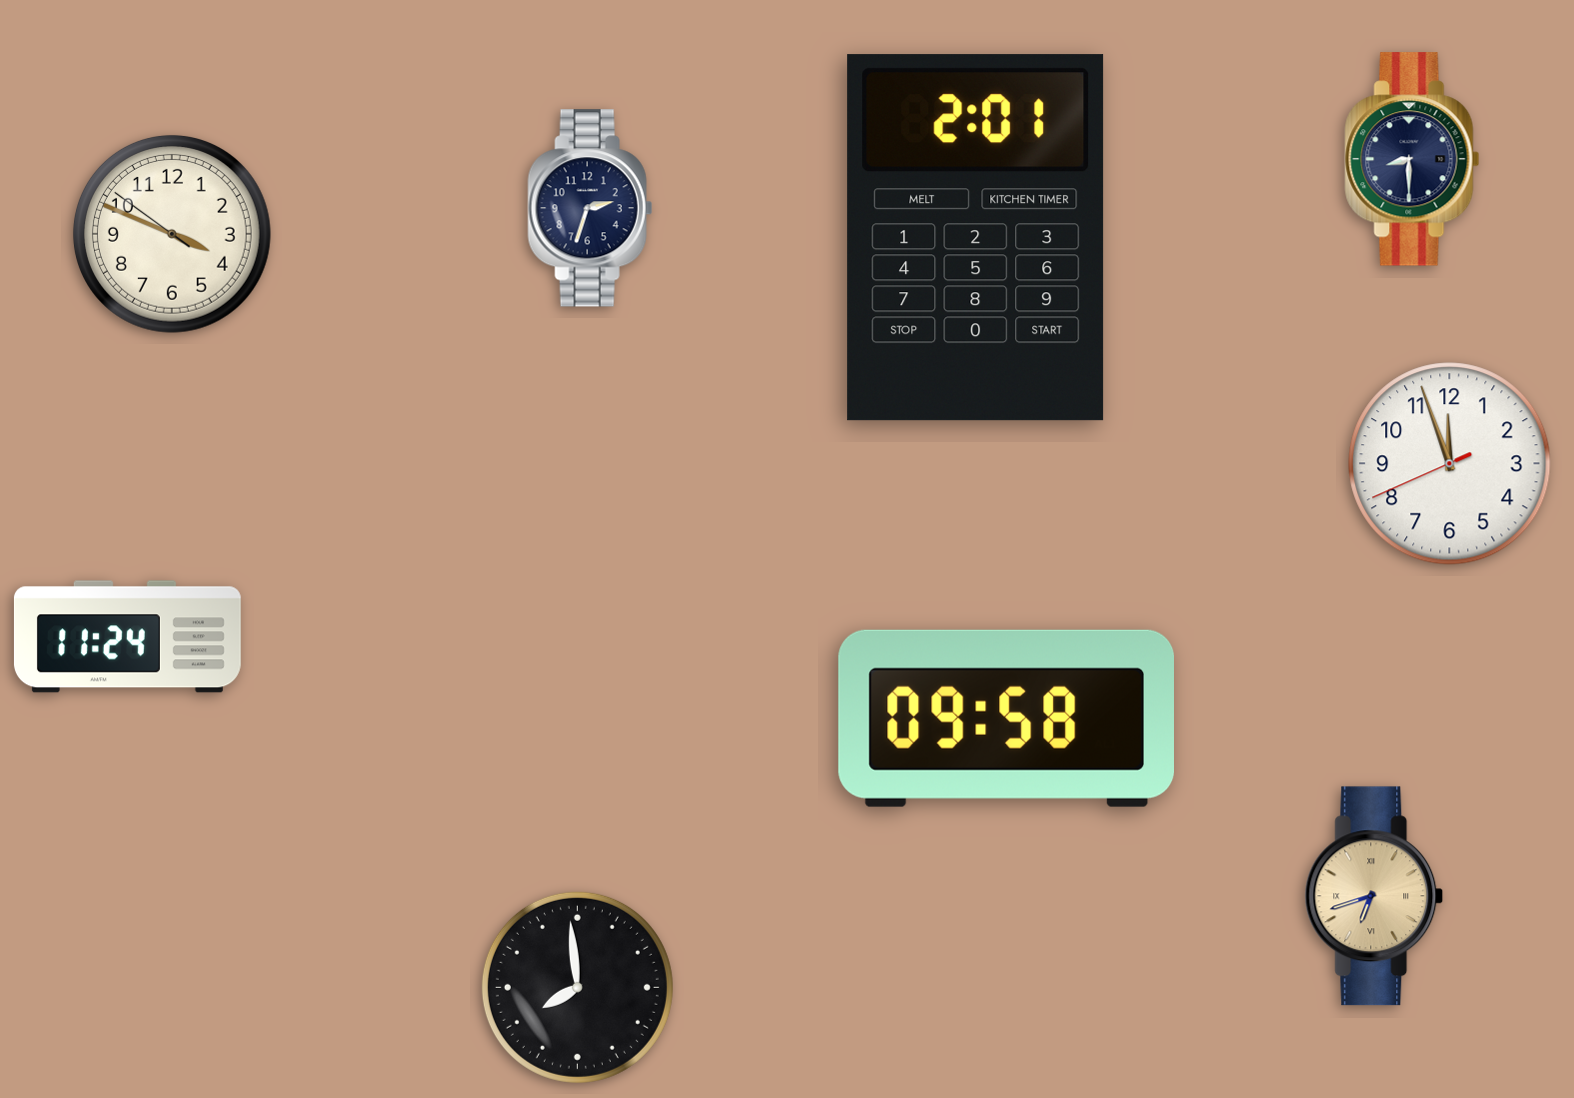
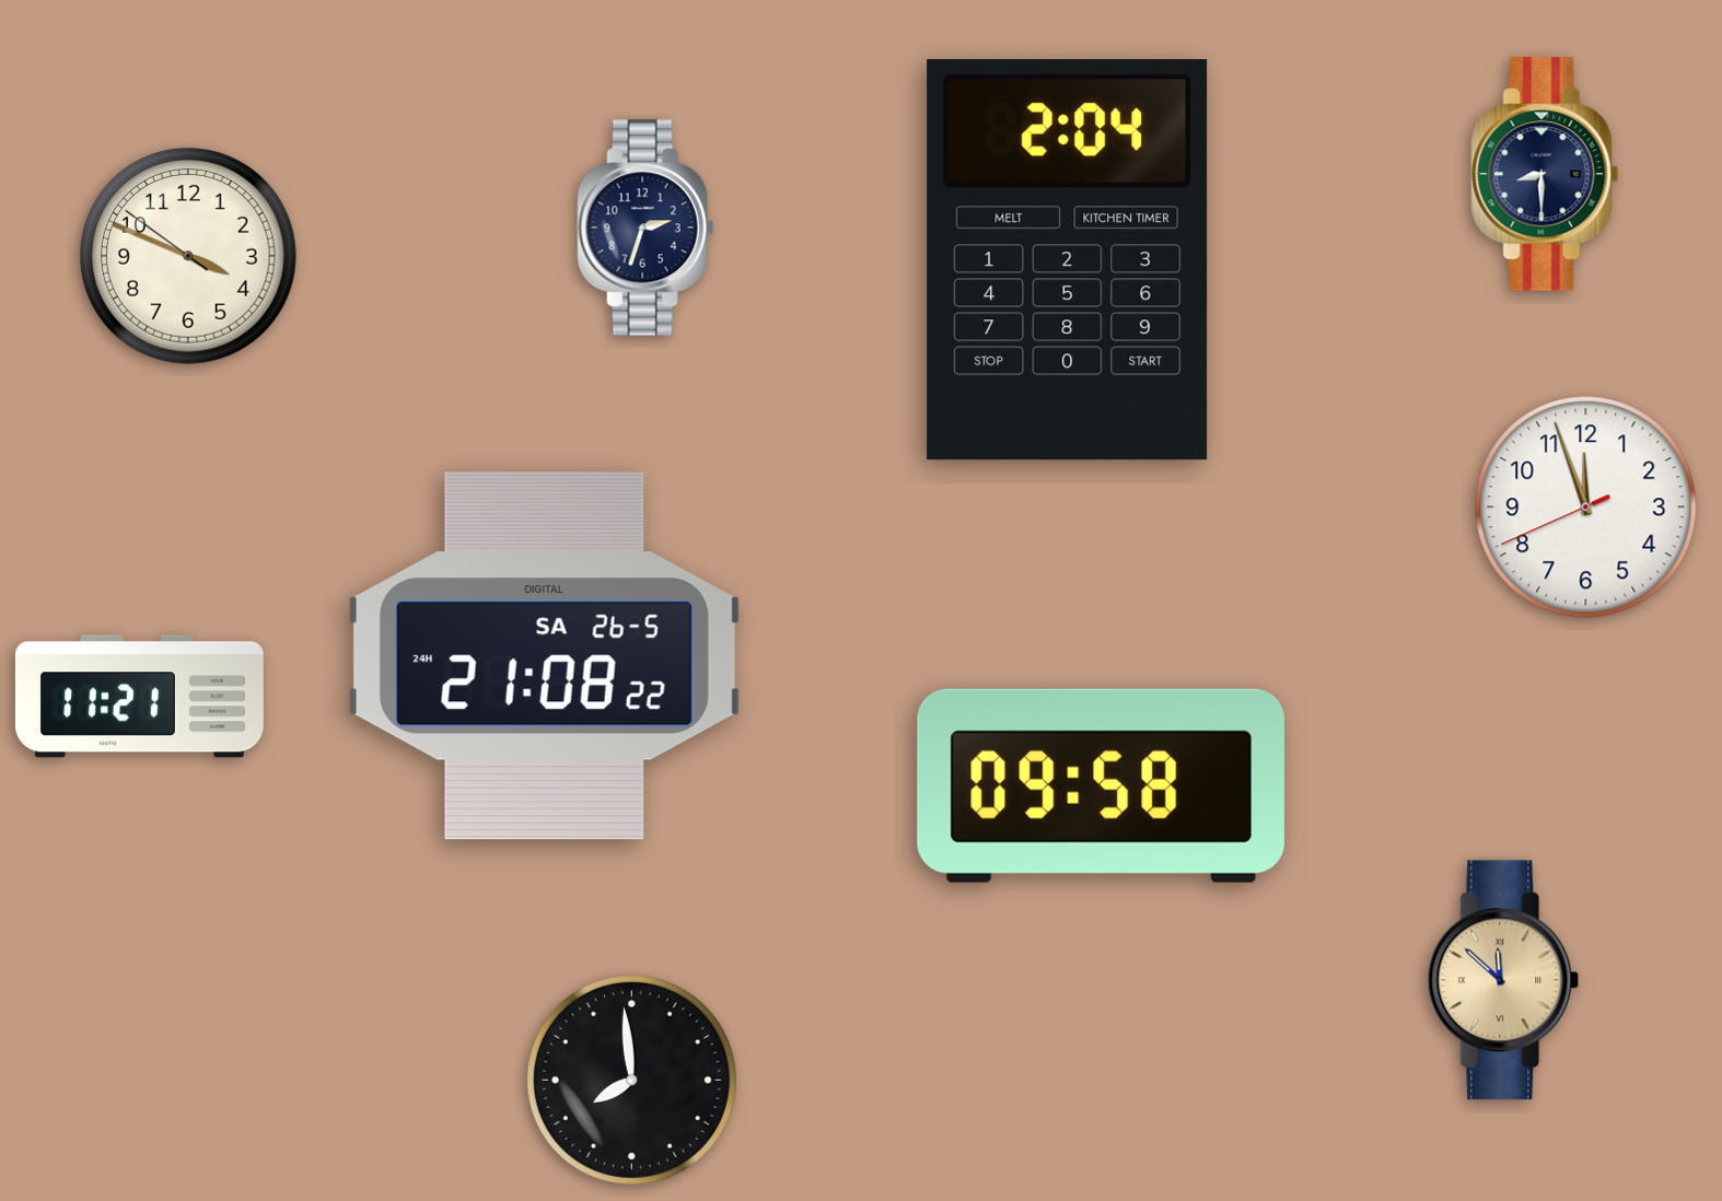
clock at (976, 238): 2:01 -> 2:04
clock at (544, 656): none -> 21:08
clock at (127, 637): 11:24 -> 11:21
clock at (1374, 896): 6:42 -> 11:52
